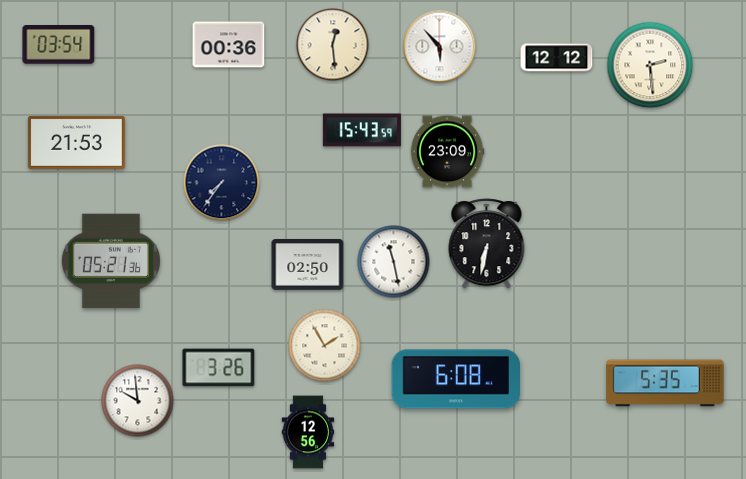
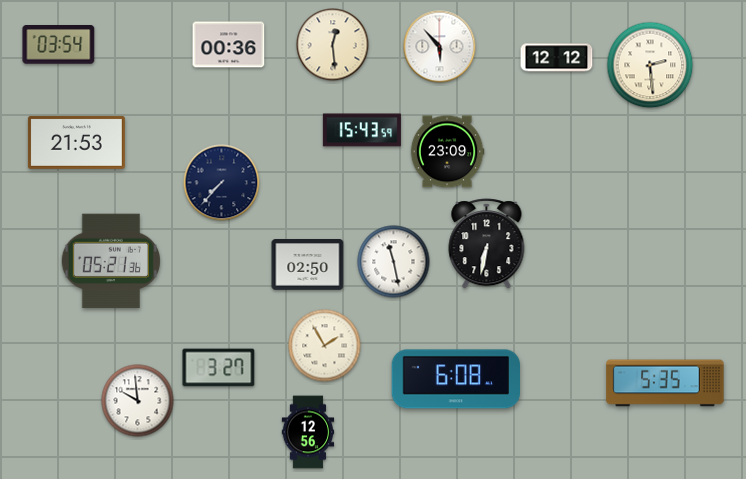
clock at (222, 183): 7:36 -> 7:37
clock at (219, 368): 3:26 -> 3:27
